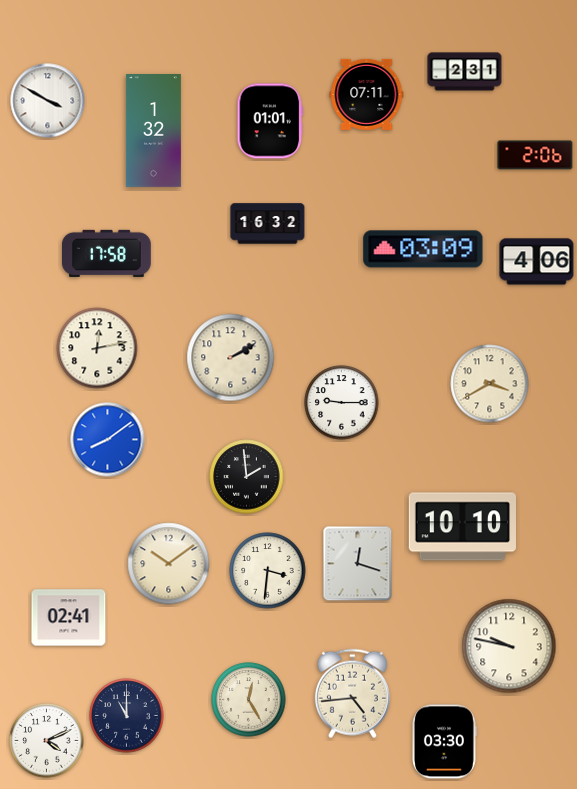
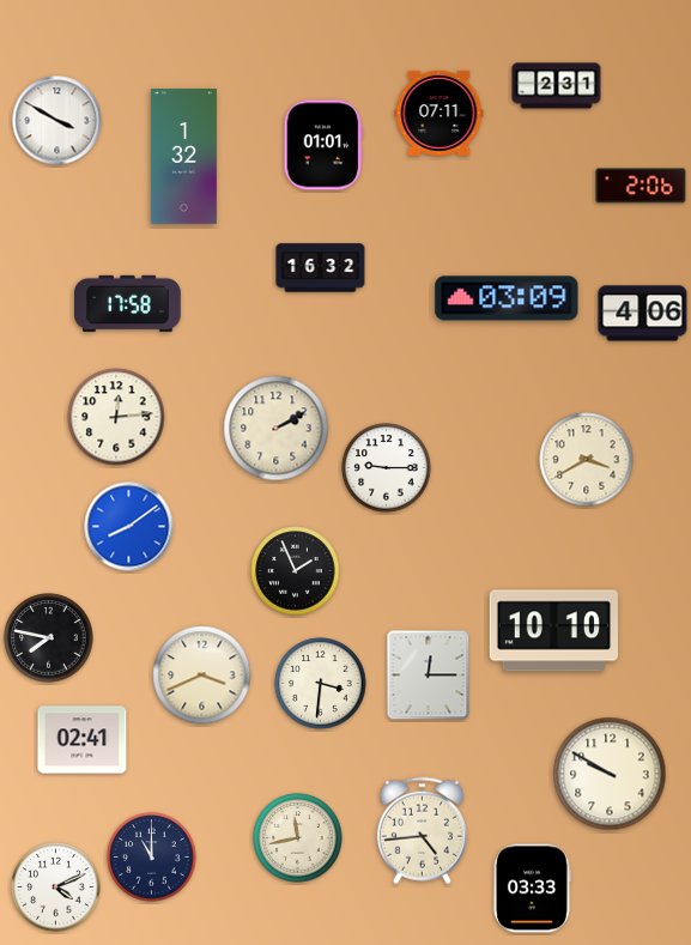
clock at (97, 348): 12:13 -> 12:14
clock at (342, 403) position: (342, 403) -> (387, 468)
clock at (247, 477): 1:59 -> 1:56
clock at (49, 638): none -> 7:47
clock at (169, 564): 10:09 -> 3:41
clock at (358, 564): 12:18 -> 12:15
clock at (509, 646): 9:47 -> 9:50
clock at (249, 700): 12:25 -> 11:43
clock at (444, 742): 03:30 -> 03:33
